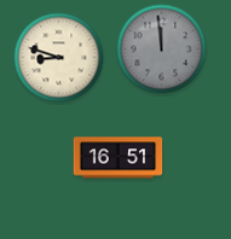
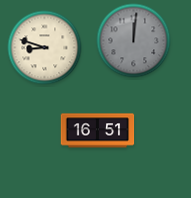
clock at (162, 49): 11:59 -> 12:01
clock at (59, 58) position: (59, 58) -> (45, 48)
